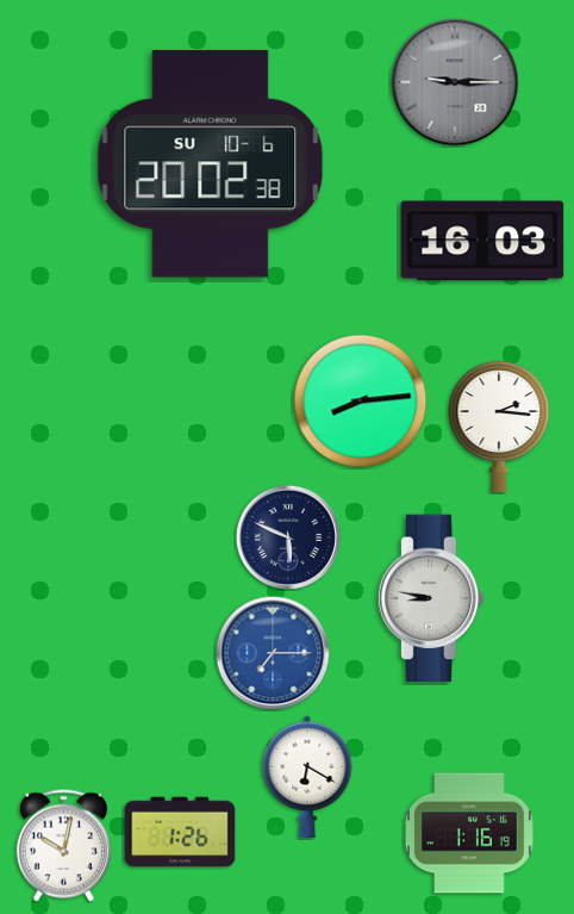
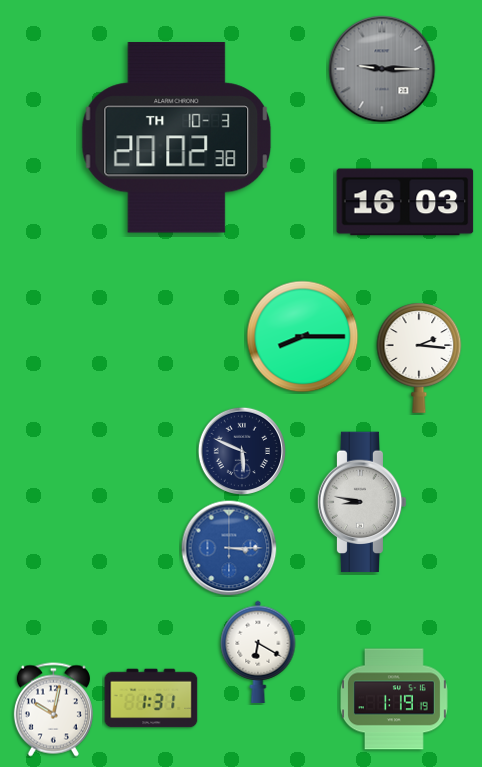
clock at (211, 164) date: SU 10-6 -> TH 10-3
clock at (361, 402): 8:14 -> 8:15
clock at (273, 653): 7:15 -> 3:15
clock at (180, 832): 1:26 -> 1:31
clock at (469, 833): 1:16 -> 1:19
